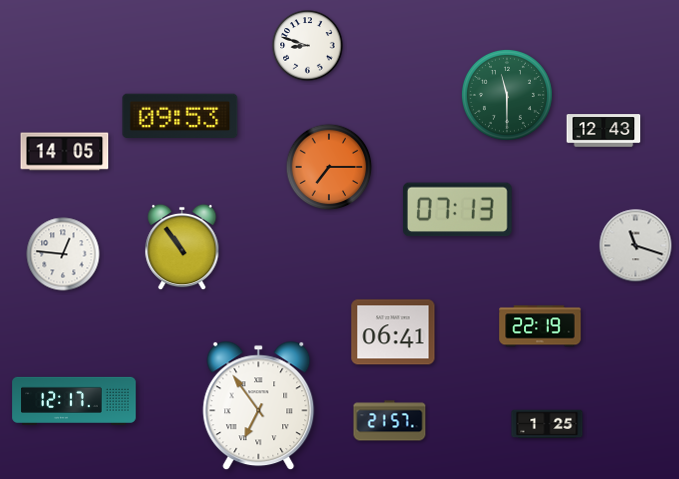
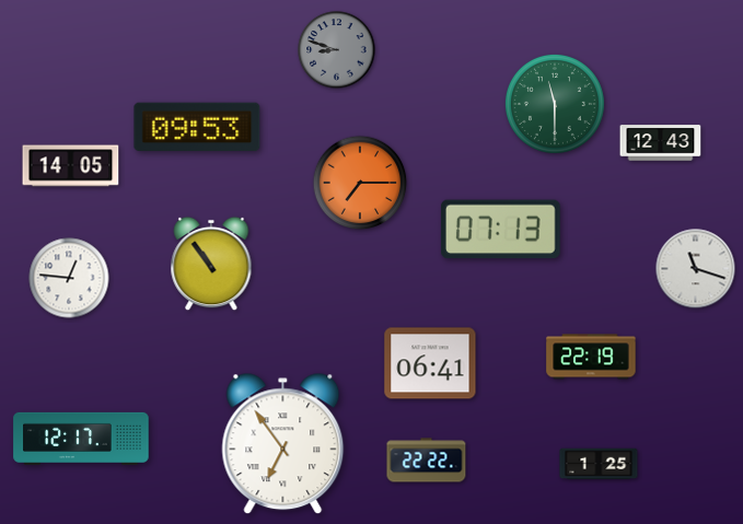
clock at (308, 46) dial: white -> grey
clock at (182, 247) position: (182, 247) -> (211, 264)
clock at (390, 421): 21:57 -> 22:22
